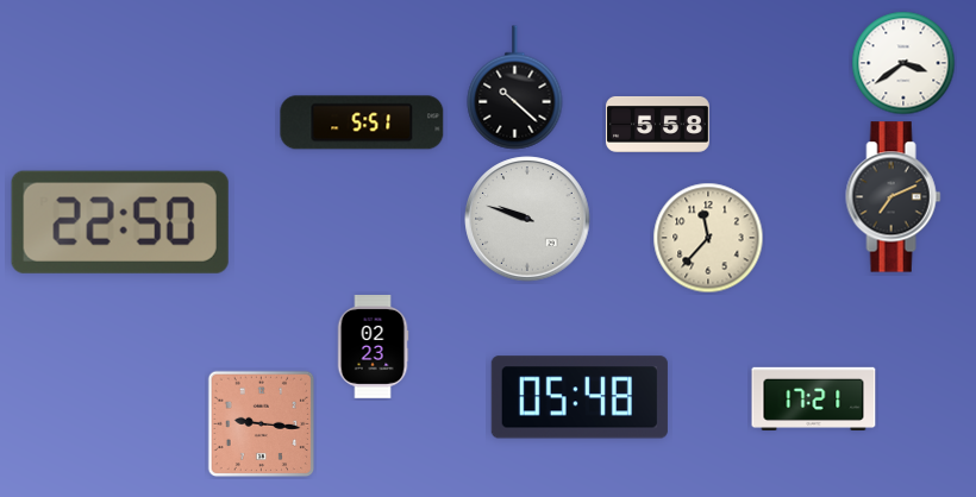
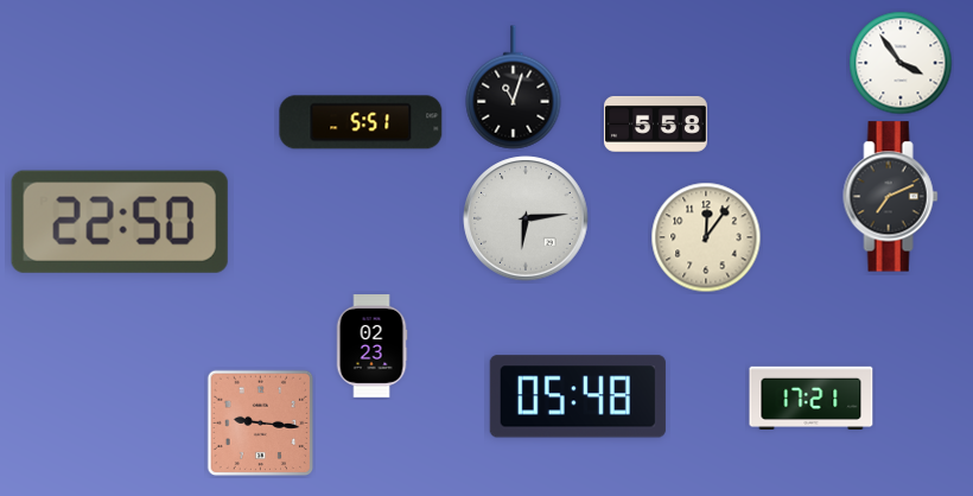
clock at (903, 63): 3:39 -> 3:54
clock at (515, 88): 10:22 -> 11:03
clock at (527, 219): 9:48 -> 6:14
clock at (708, 238): 11:37 -> 12:06
